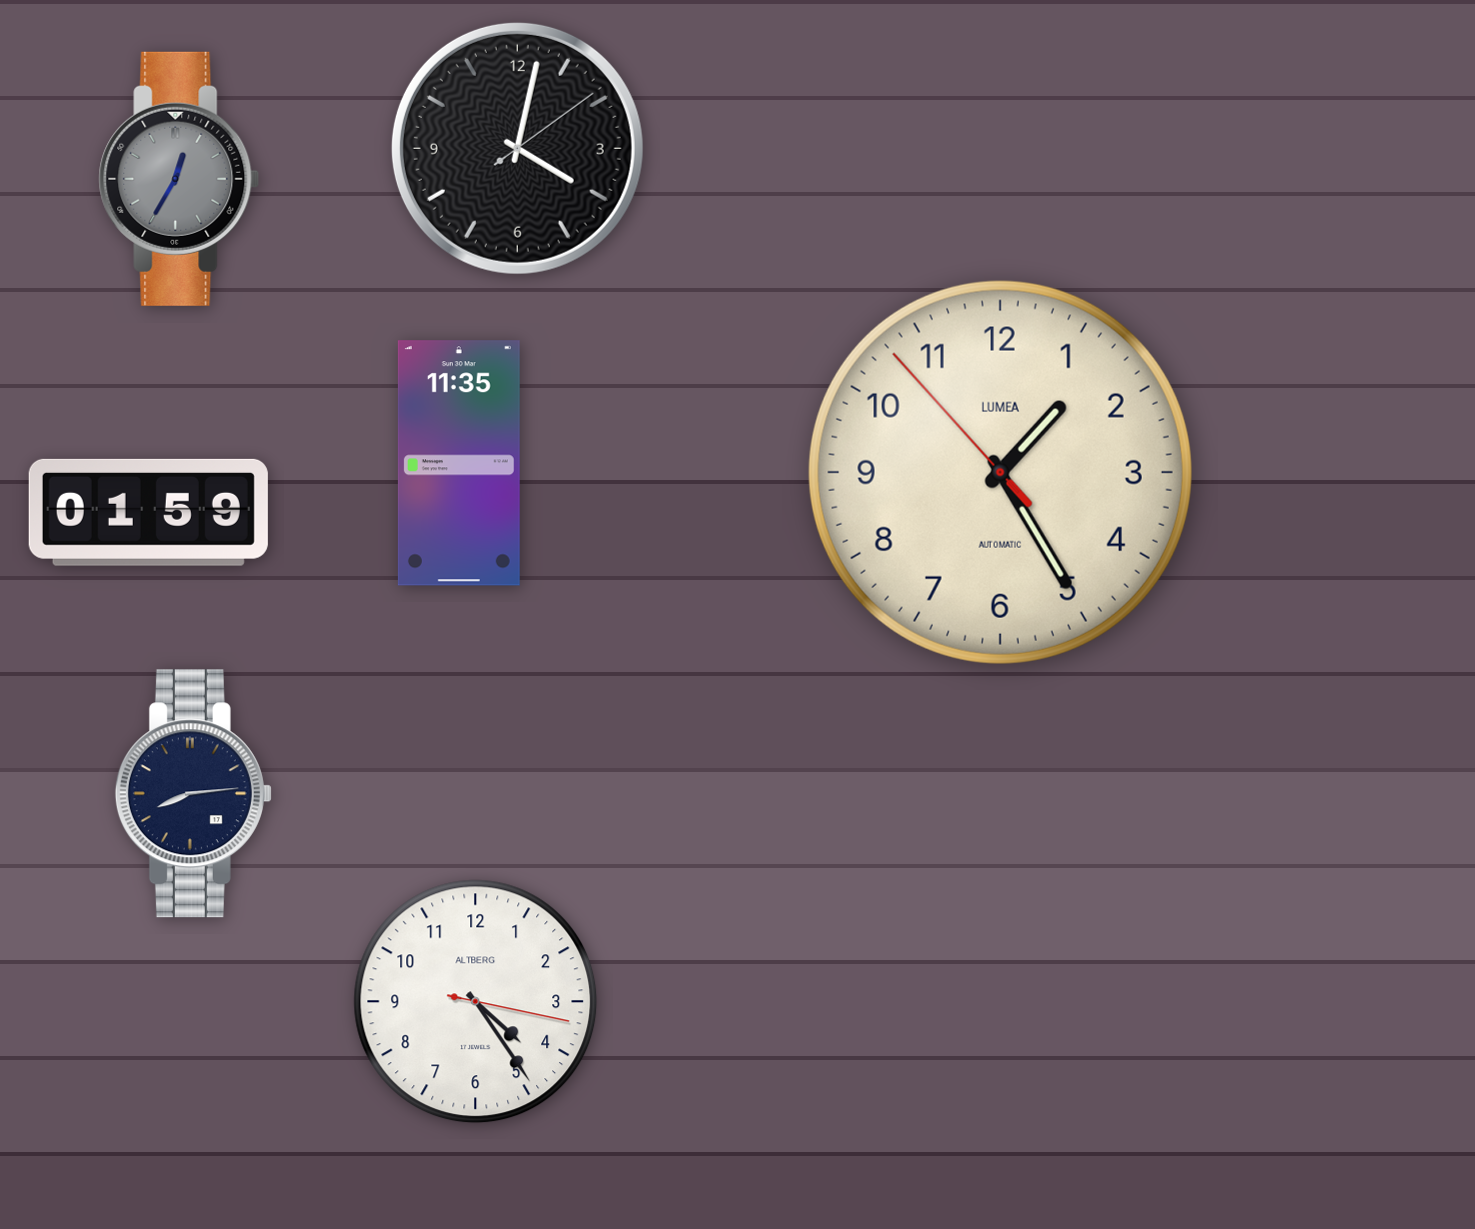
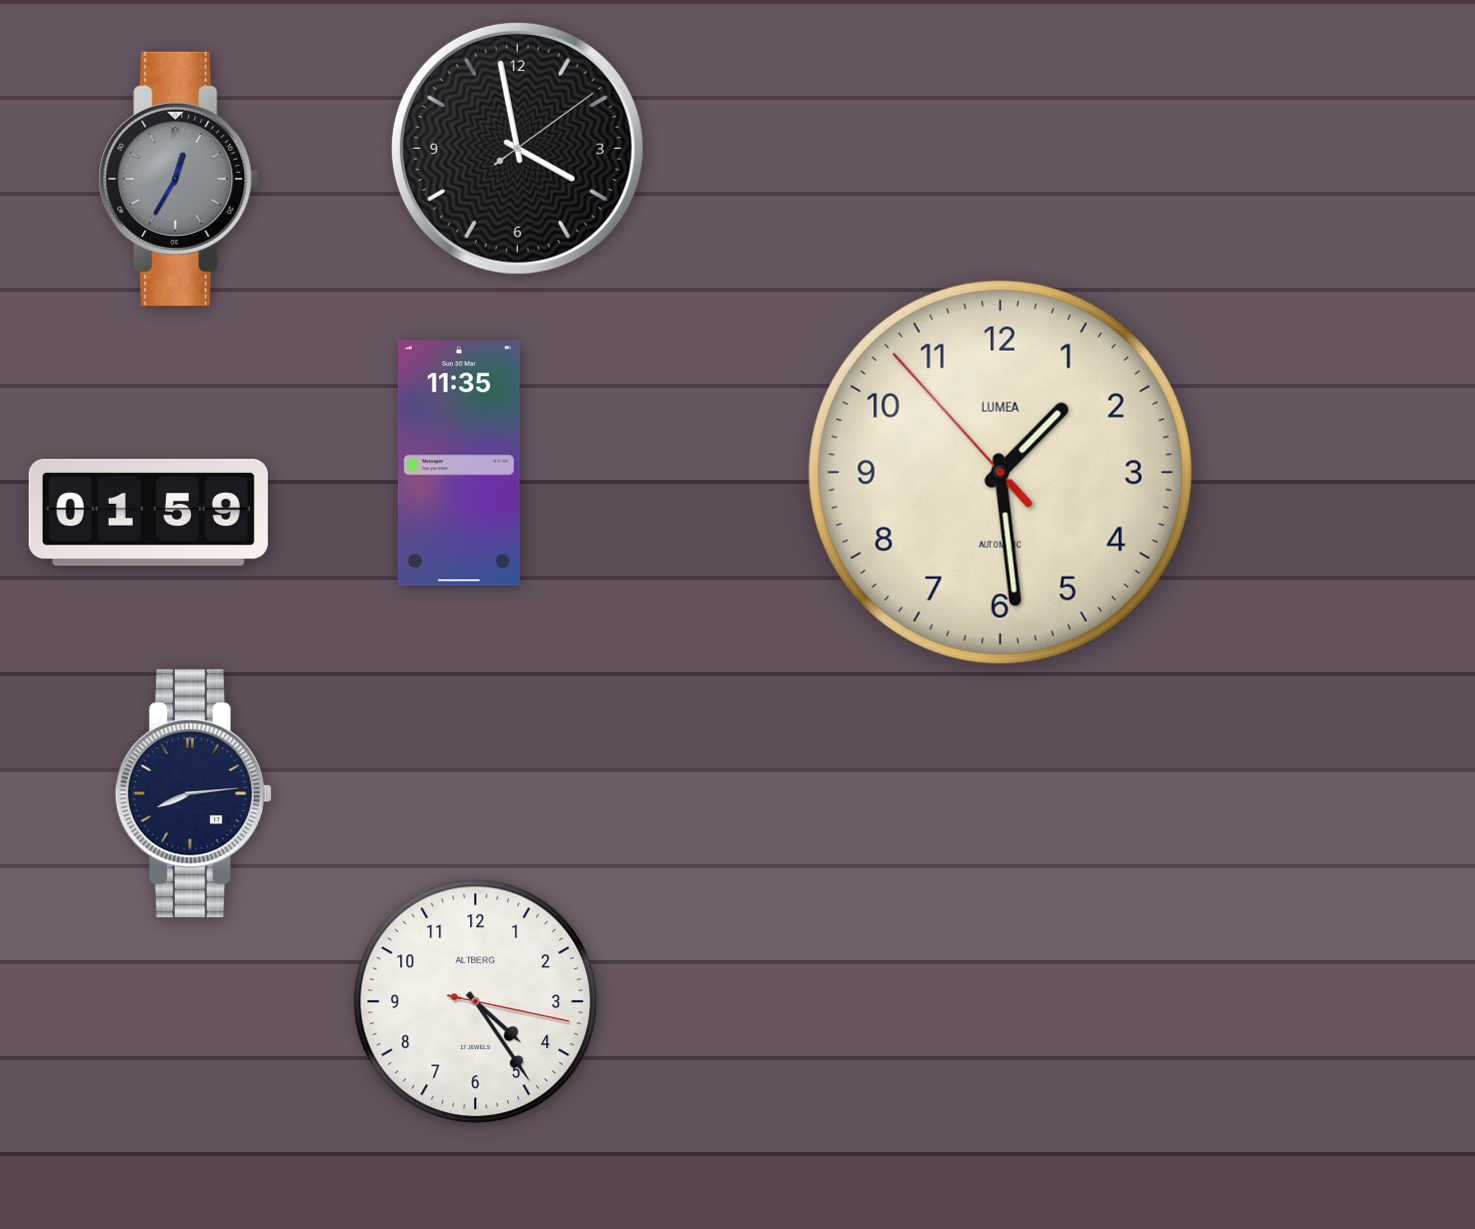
clock at (517, 148): 4:02 -> 3:58
clock at (1000, 472): 1:24 -> 1:28
